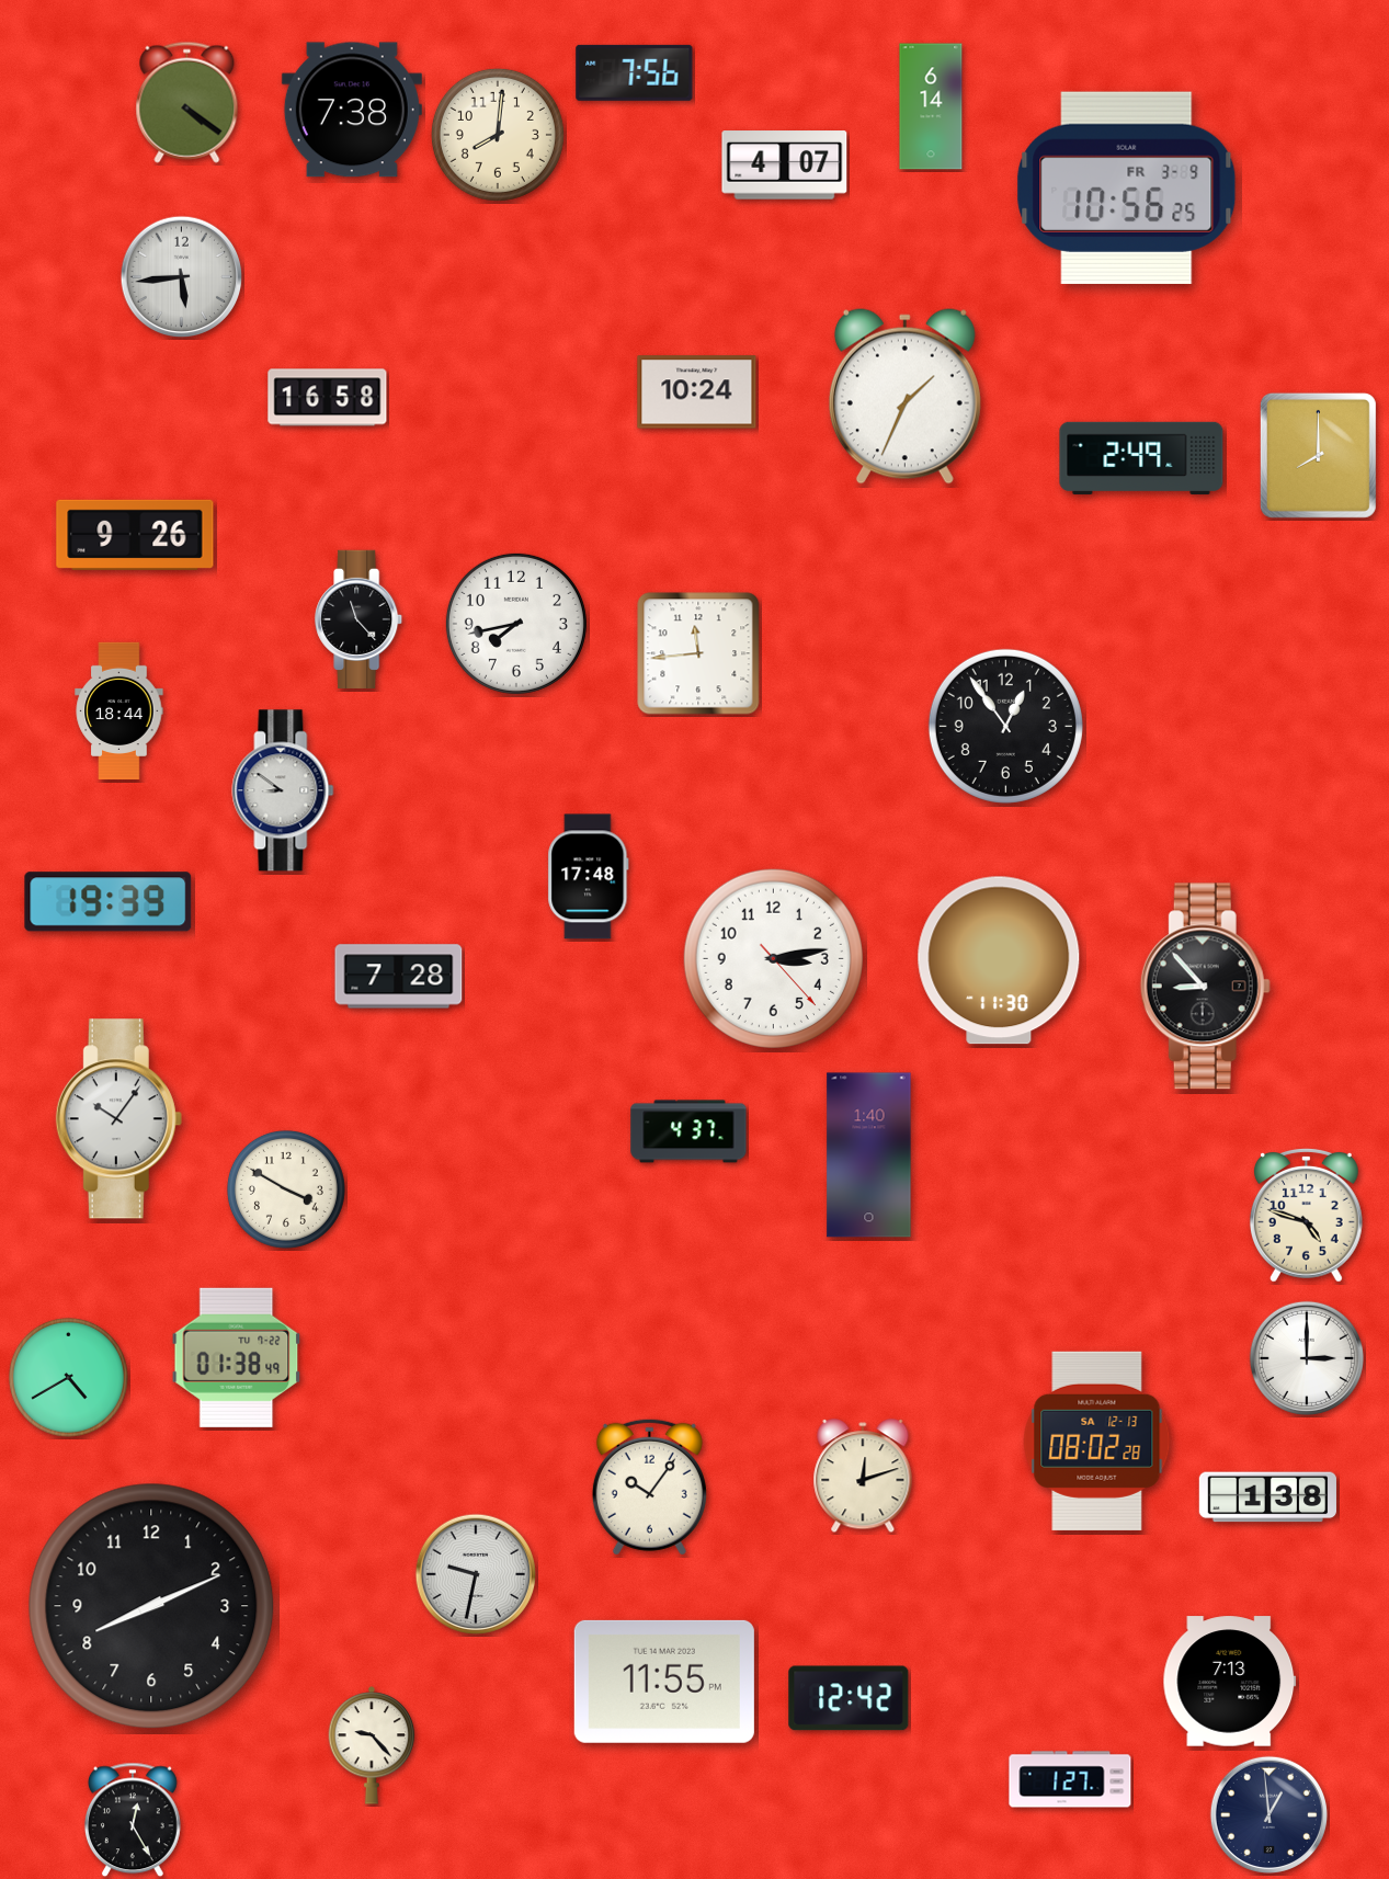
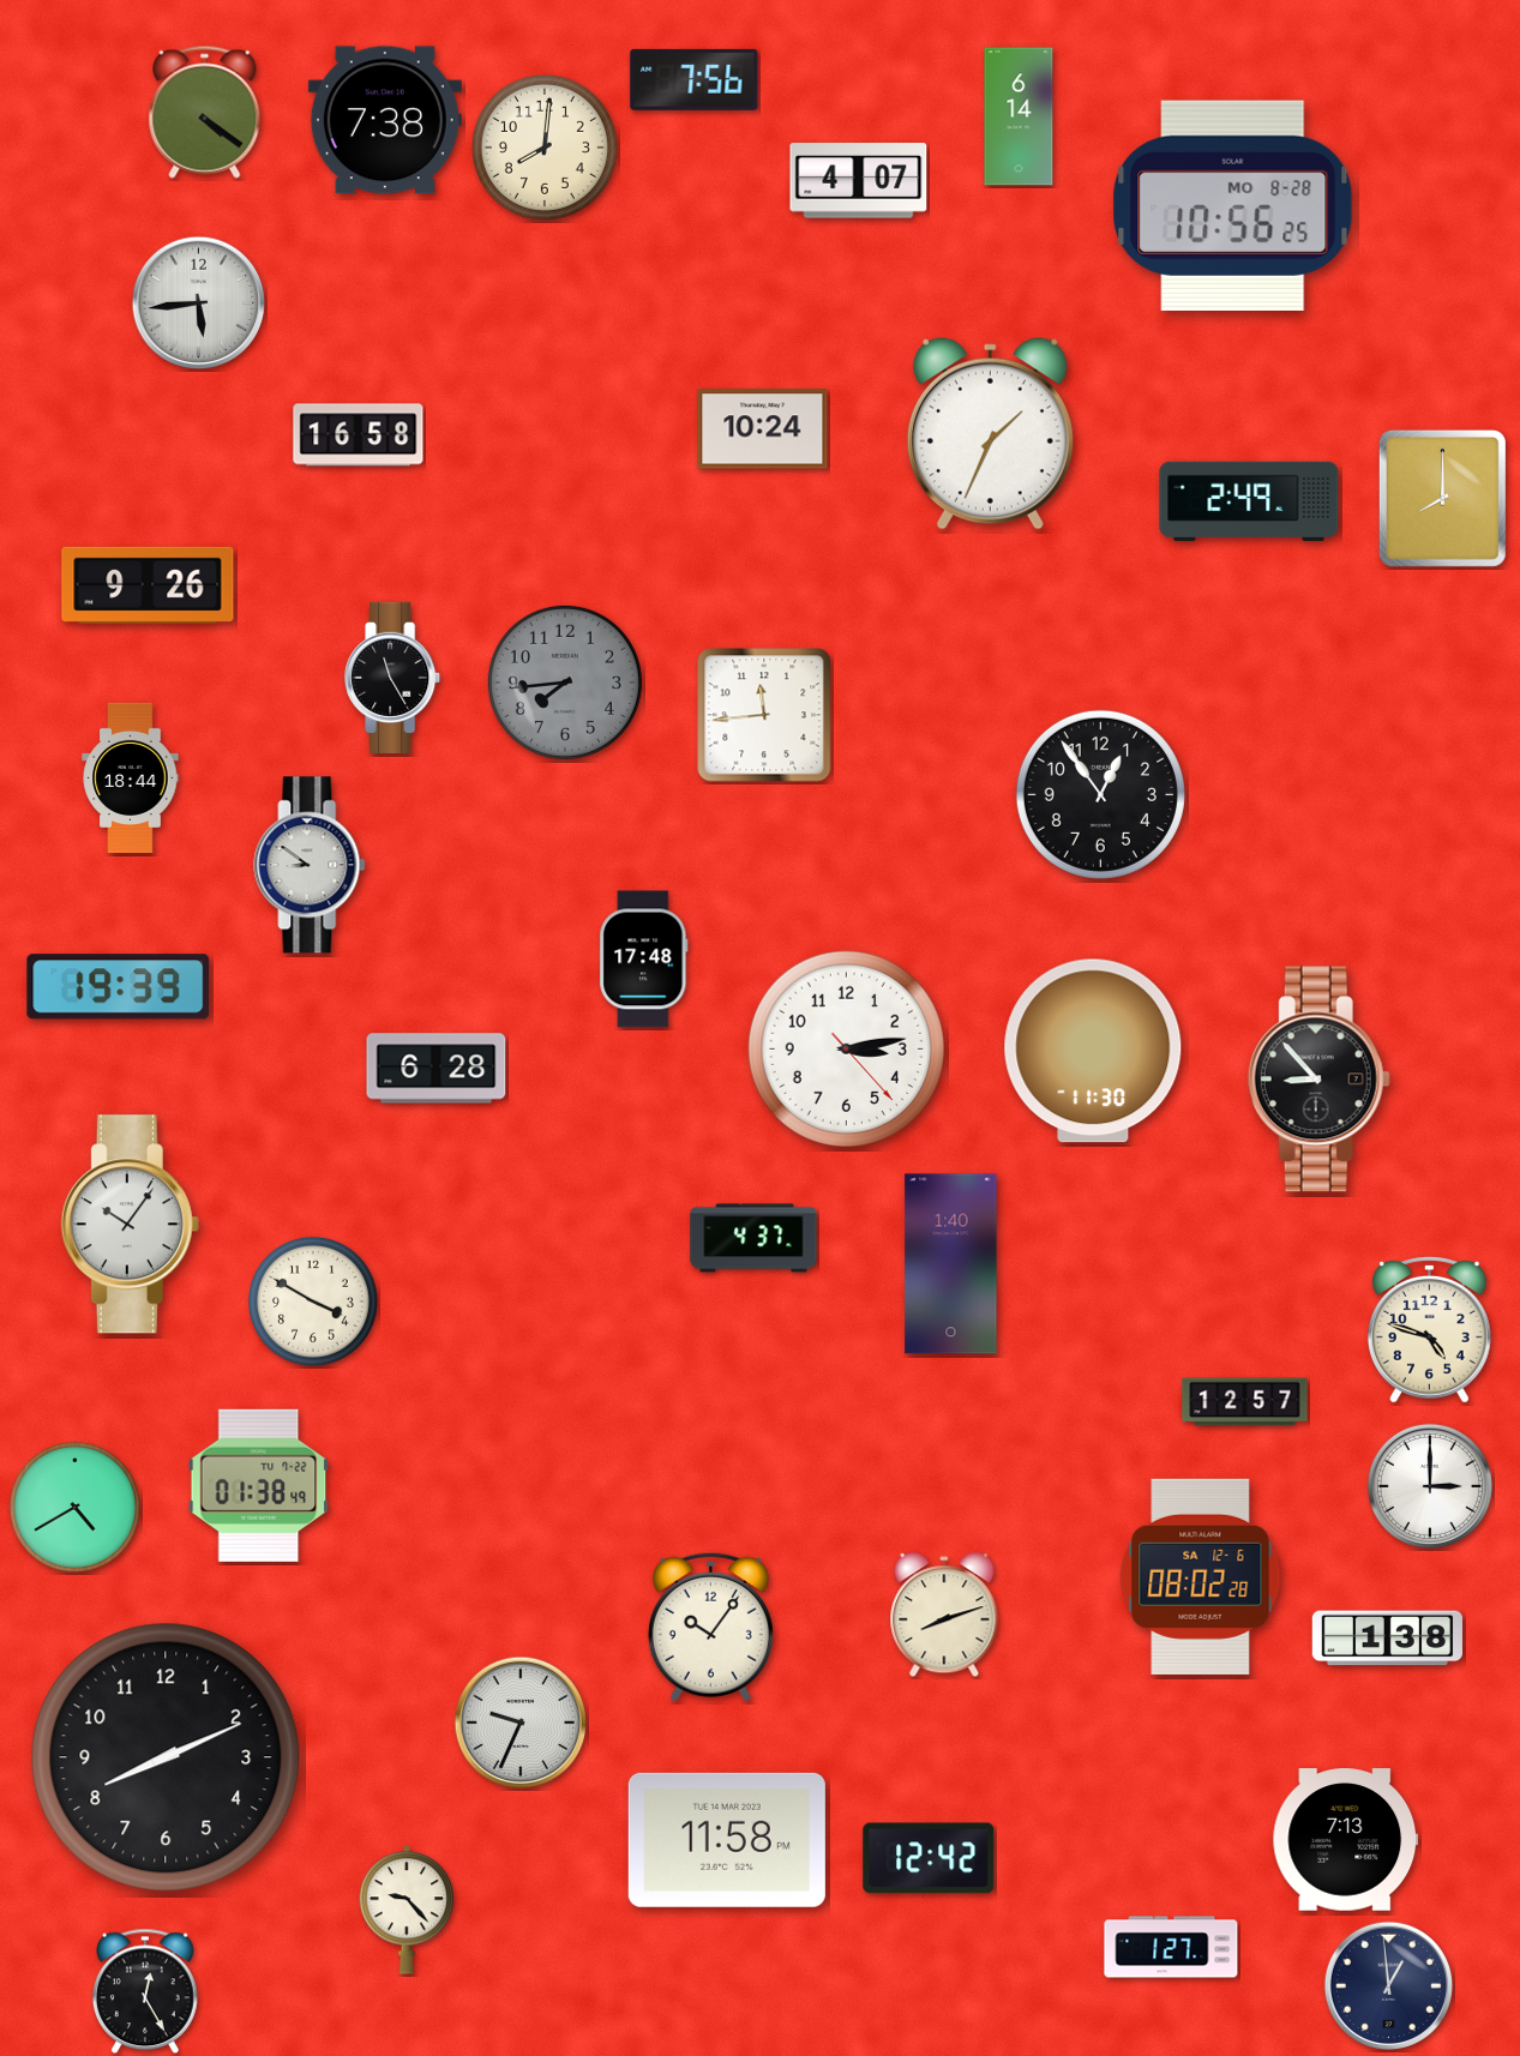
clock at (1127, 187) date: FR 3-9 -> MO 8-28
clock at (360, 619): 11:23 -> 11:25
clock at (516, 624): 7:43 -> 7:44
clock at (516, 624) dial: white -> grey
clock at (399, 977): 7:28 -> 6:28
clock at (1245, 1402): none -> 12:57
clock at (1097, 1440) date: SA 12-13 -> SA 12-6
clock at (863, 1477): 12:12 -> 8:12
clock at (476, 1574): 9:32 -> 9:34
clock at (664, 1682): 11:55 -> 11:58
